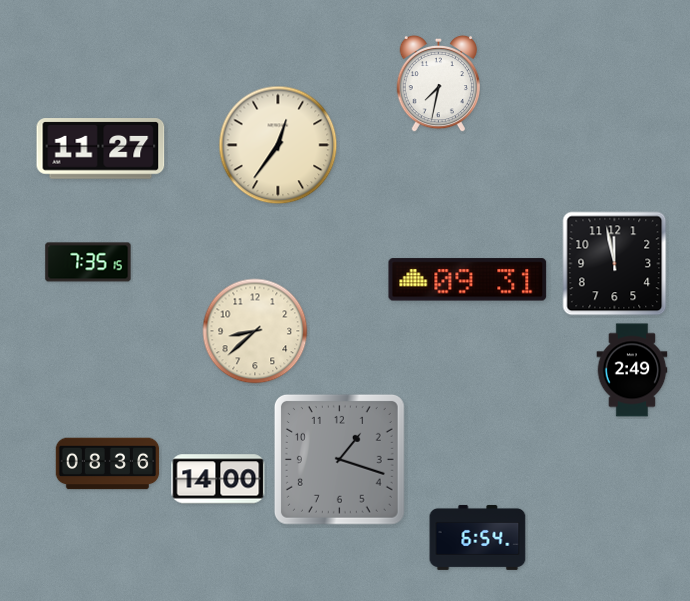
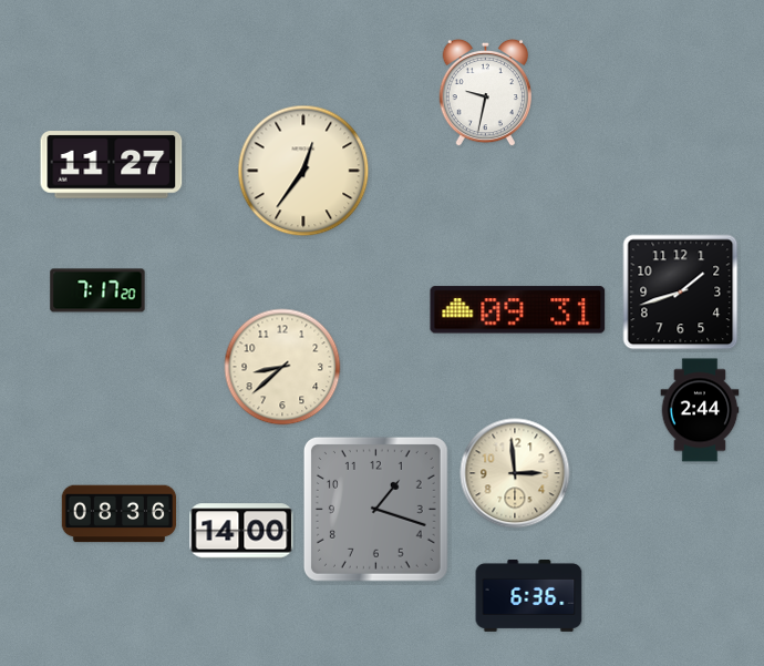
clock at (438, 84): 7:32 -> 9:32
clock at (278, 145) position: (278, 145) -> (303, 171)
clock at (88, 262): 7:35 -> 7:17
clock at (615, 264): 11:58 -> 1:42
clock at (632, 370): 2:49 -> 2:44
clock at (515, 473): none -> 2:59
clock at (478, 537): 6:54 -> 6:36
